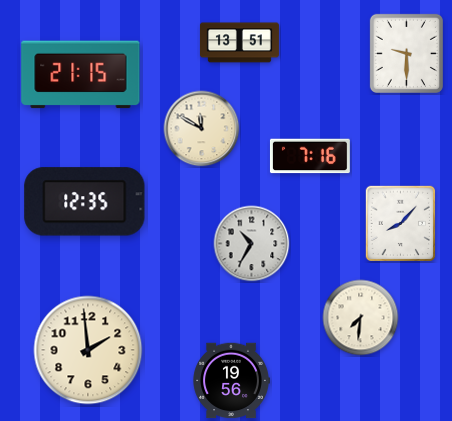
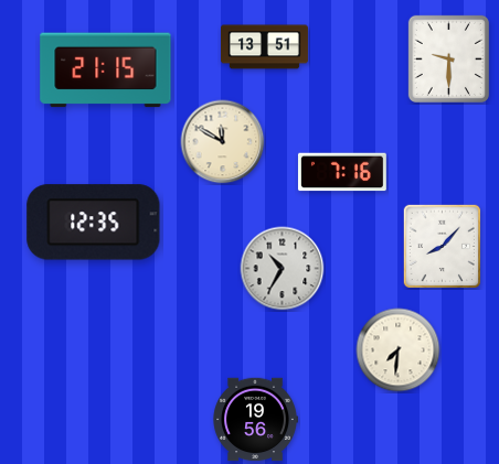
clock at (81, 75) position: (81, 75) -> (106, 71)
clock at (252, 244) position: (252, 244) -> (283, 269)
clock at (88, 350): 1:59 -> none
